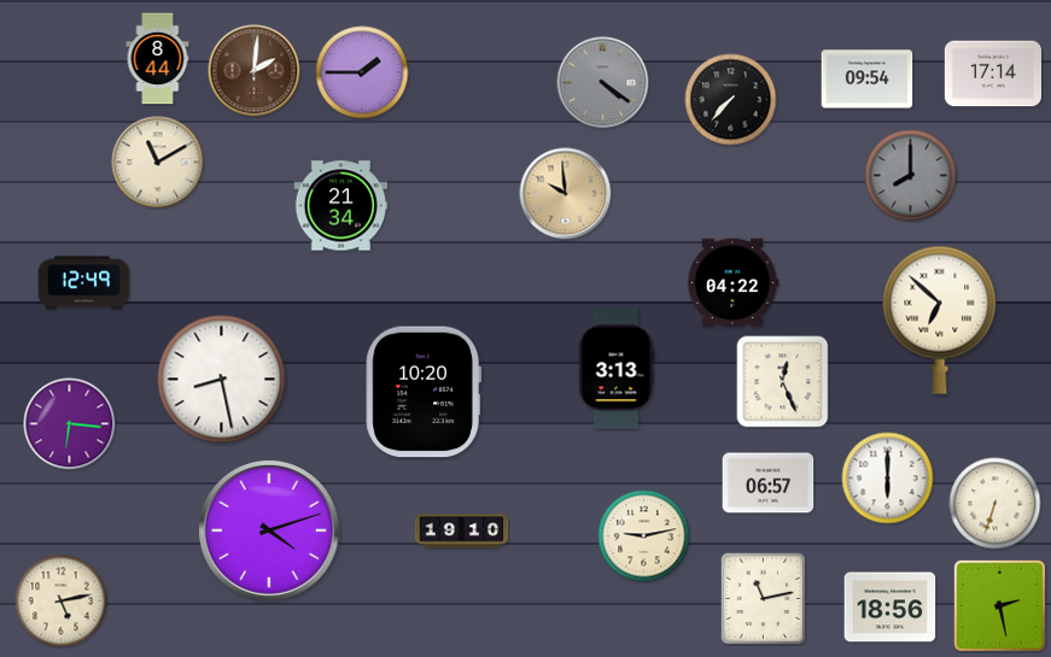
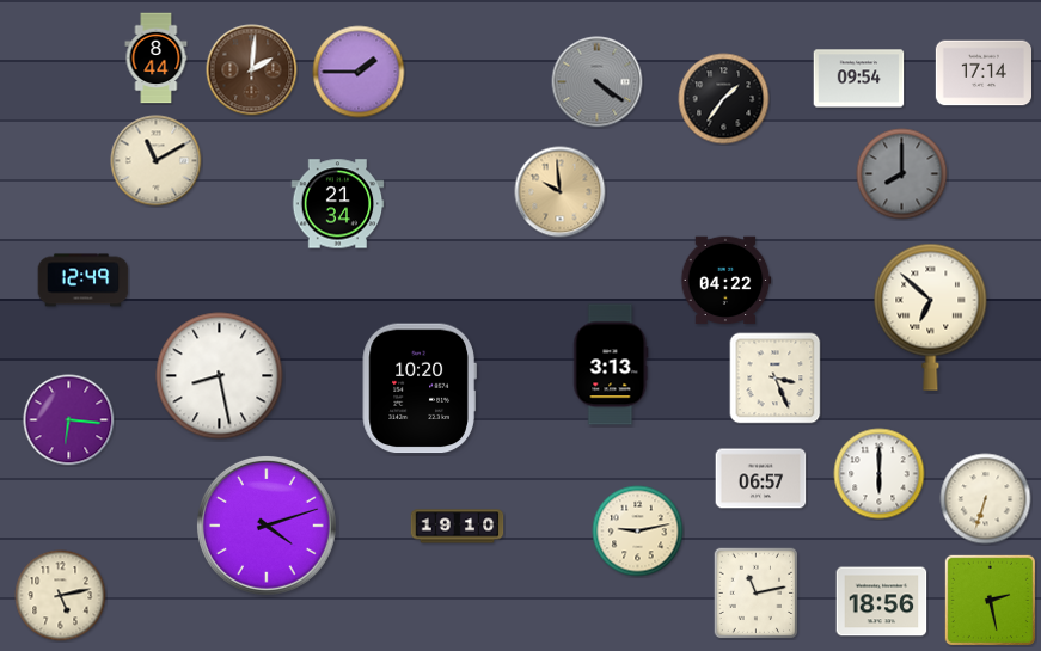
clock at (731, 100): 7:37 -> 1:36
clock at (783, 382): 12:26 -> 3:26
